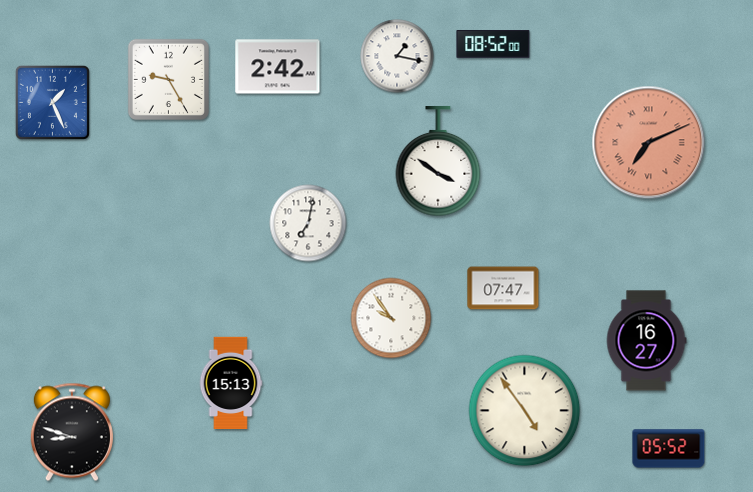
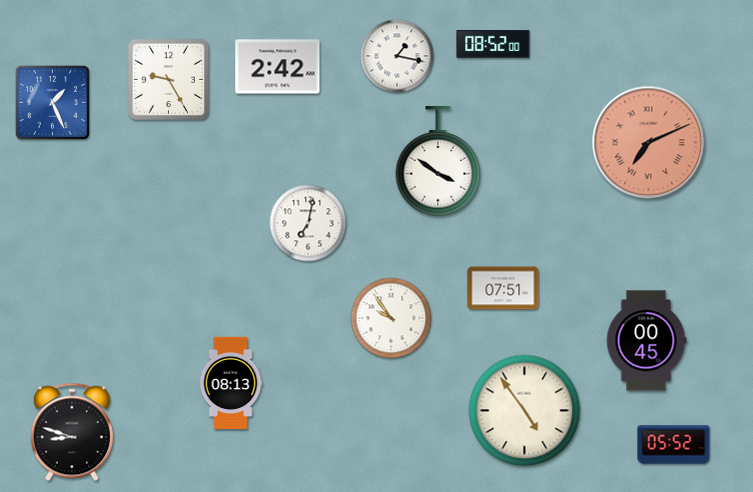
clock at (503, 288): 07:47 -> 07:51
clock at (646, 341): 16:27 -> 00:45
clock at (231, 383): 15:13 -> 08:13
clock at (669, 449) position: (669, 449) -> (674, 445)
